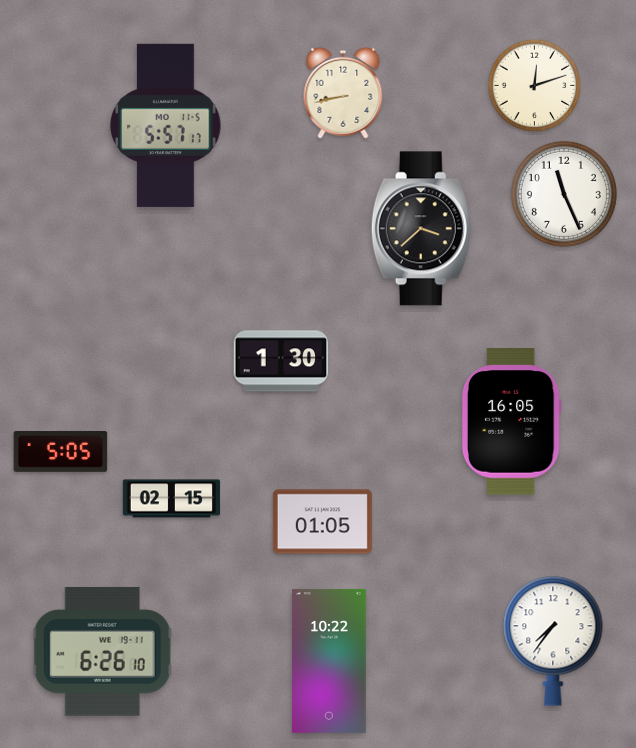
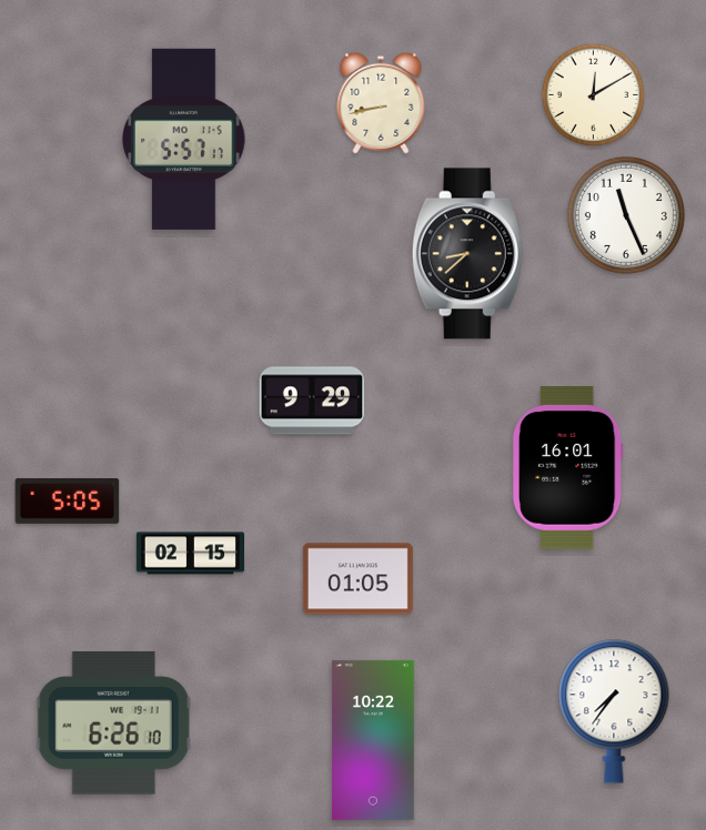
clock at (535, 86): 12:12 -> 12:10
clock at (421, 229): 3:38 -> 8:38
clock at (281, 361): 1:30 -> 9:29
clock at (511, 422): 16:05 -> 16:01
clock at (330, 661) position: (330, 661) -> (374, 740)
